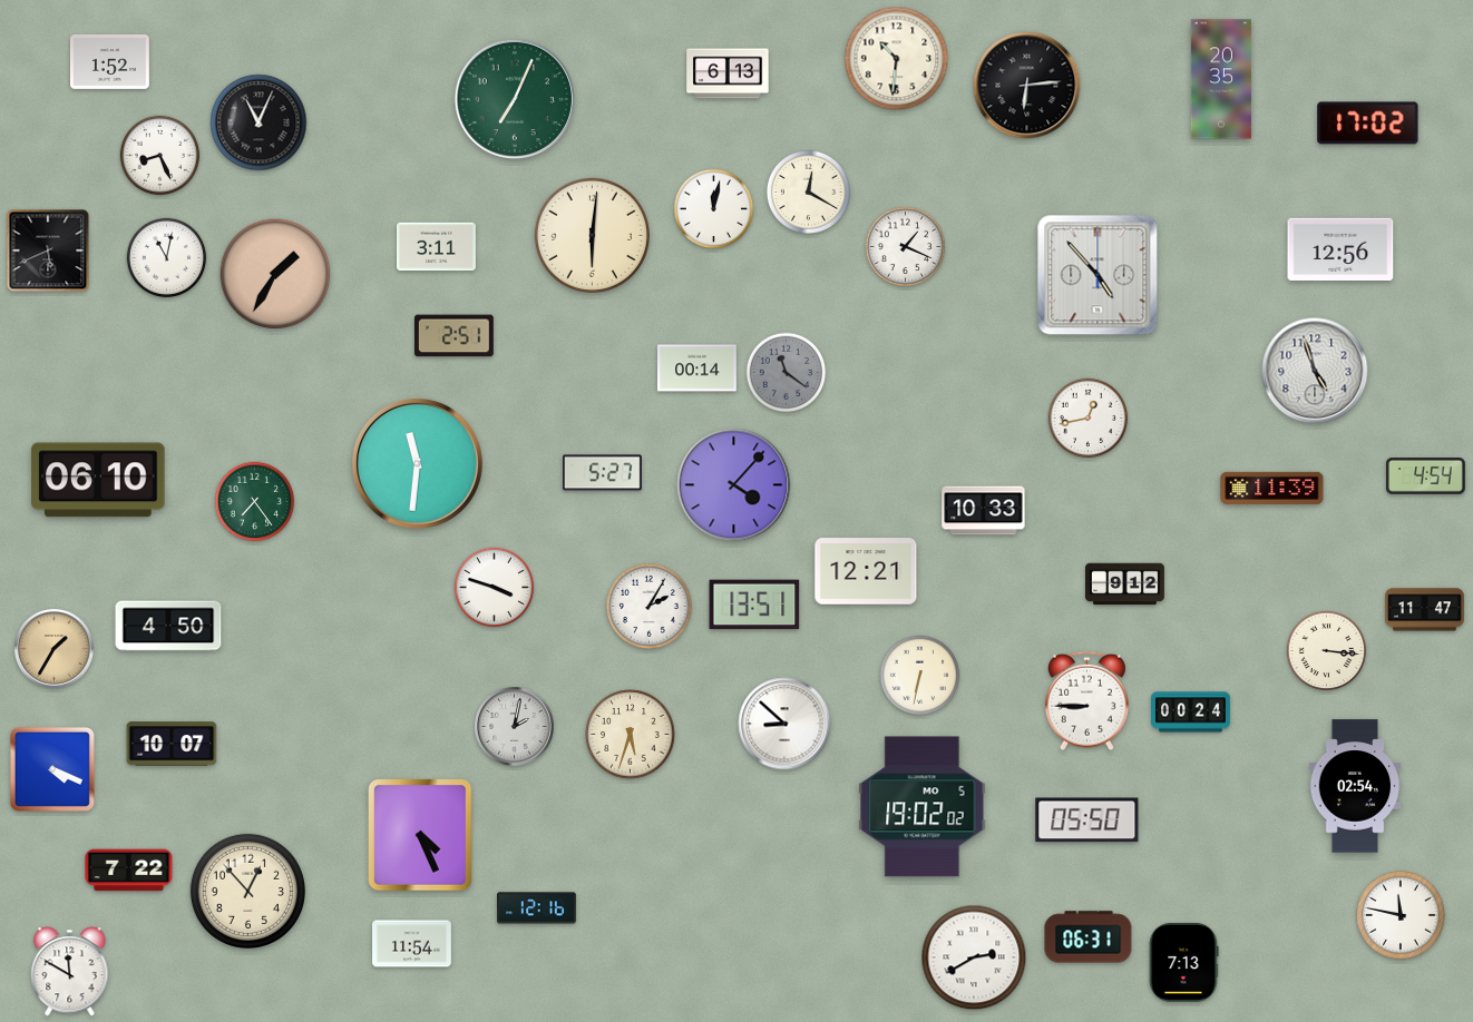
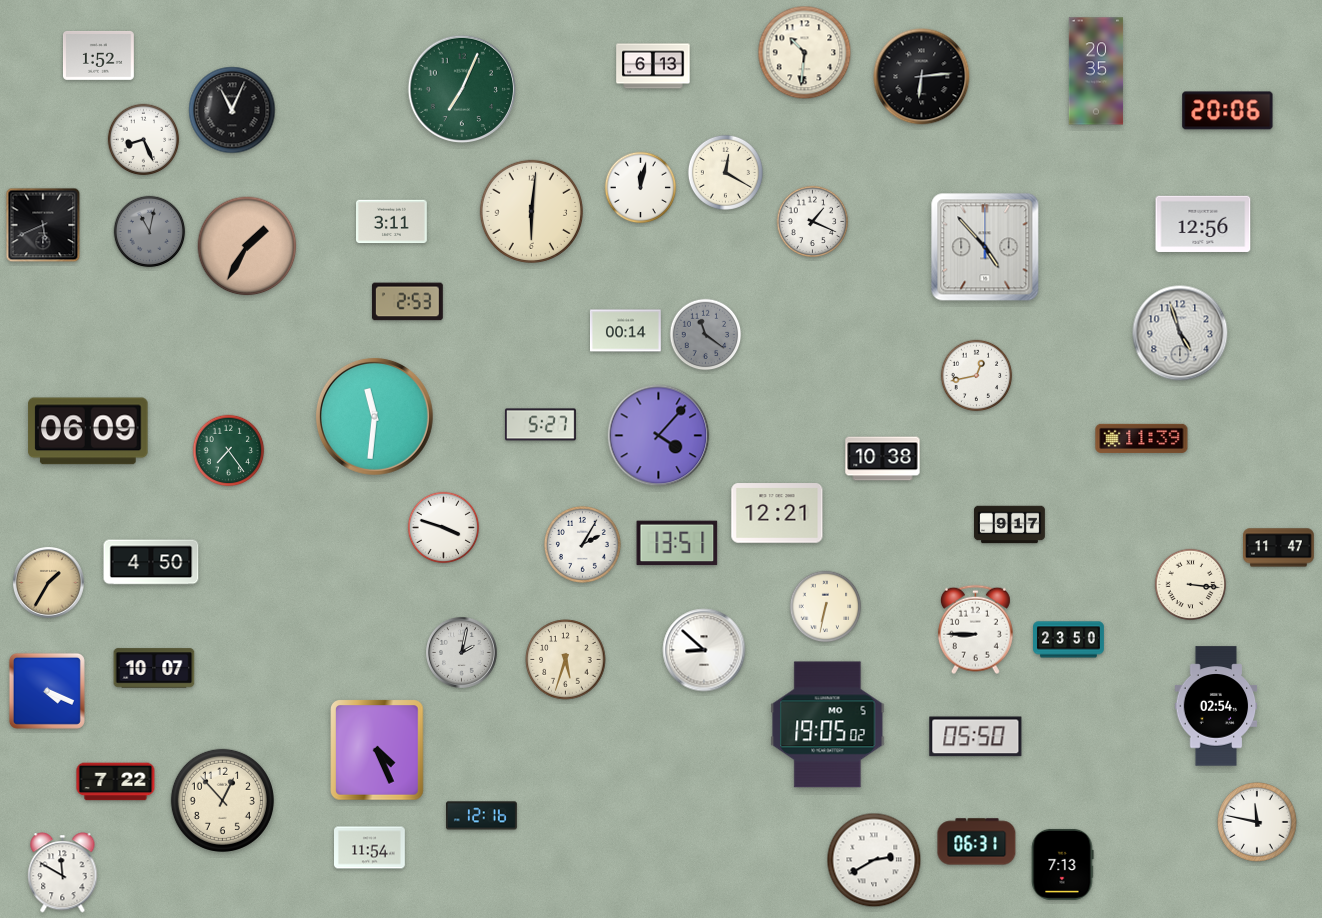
clock at (1368, 124): 17:02 -> 20:06
clock at (167, 258) dial: white -> grey
clock at (453, 336): 2:51 -> 2:53
clock at (1425, 476): 4:54 -> none
clock at (98, 480): 06:10 -> 06:09
clock at (984, 511): 10:33 -> 10:38
clock at (1125, 584): 9:12 -> 9:17
clock at (1191, 713): 00:24 -> 23:50
clock at (923, 807): 19:02 -> 19:05
